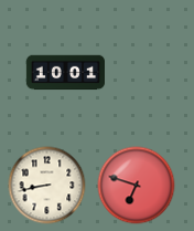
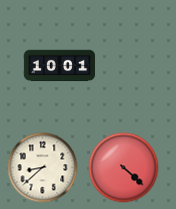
clock at (47, 186): 8:43 -> 8:38
clock at (137, 186): 6:48 -> 4:22
